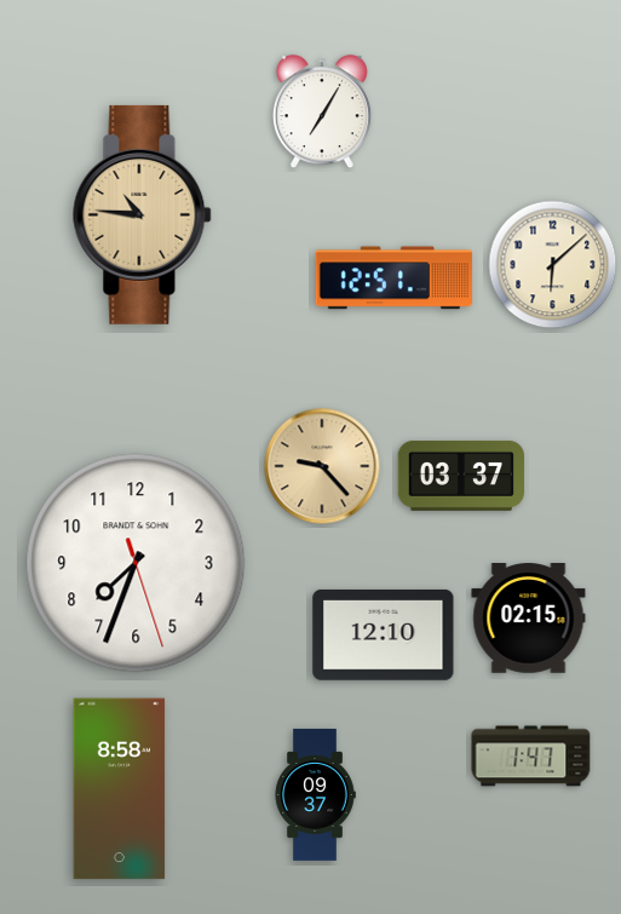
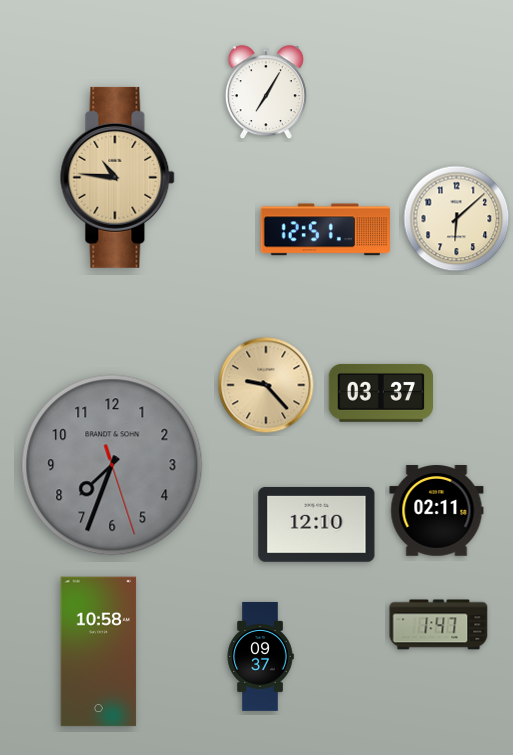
clock at (136, 563) dial: white -> grey
clock at (529, 619): 02:15 -> 02:11
clock at (120, 789): 8:58 -> 10:58
